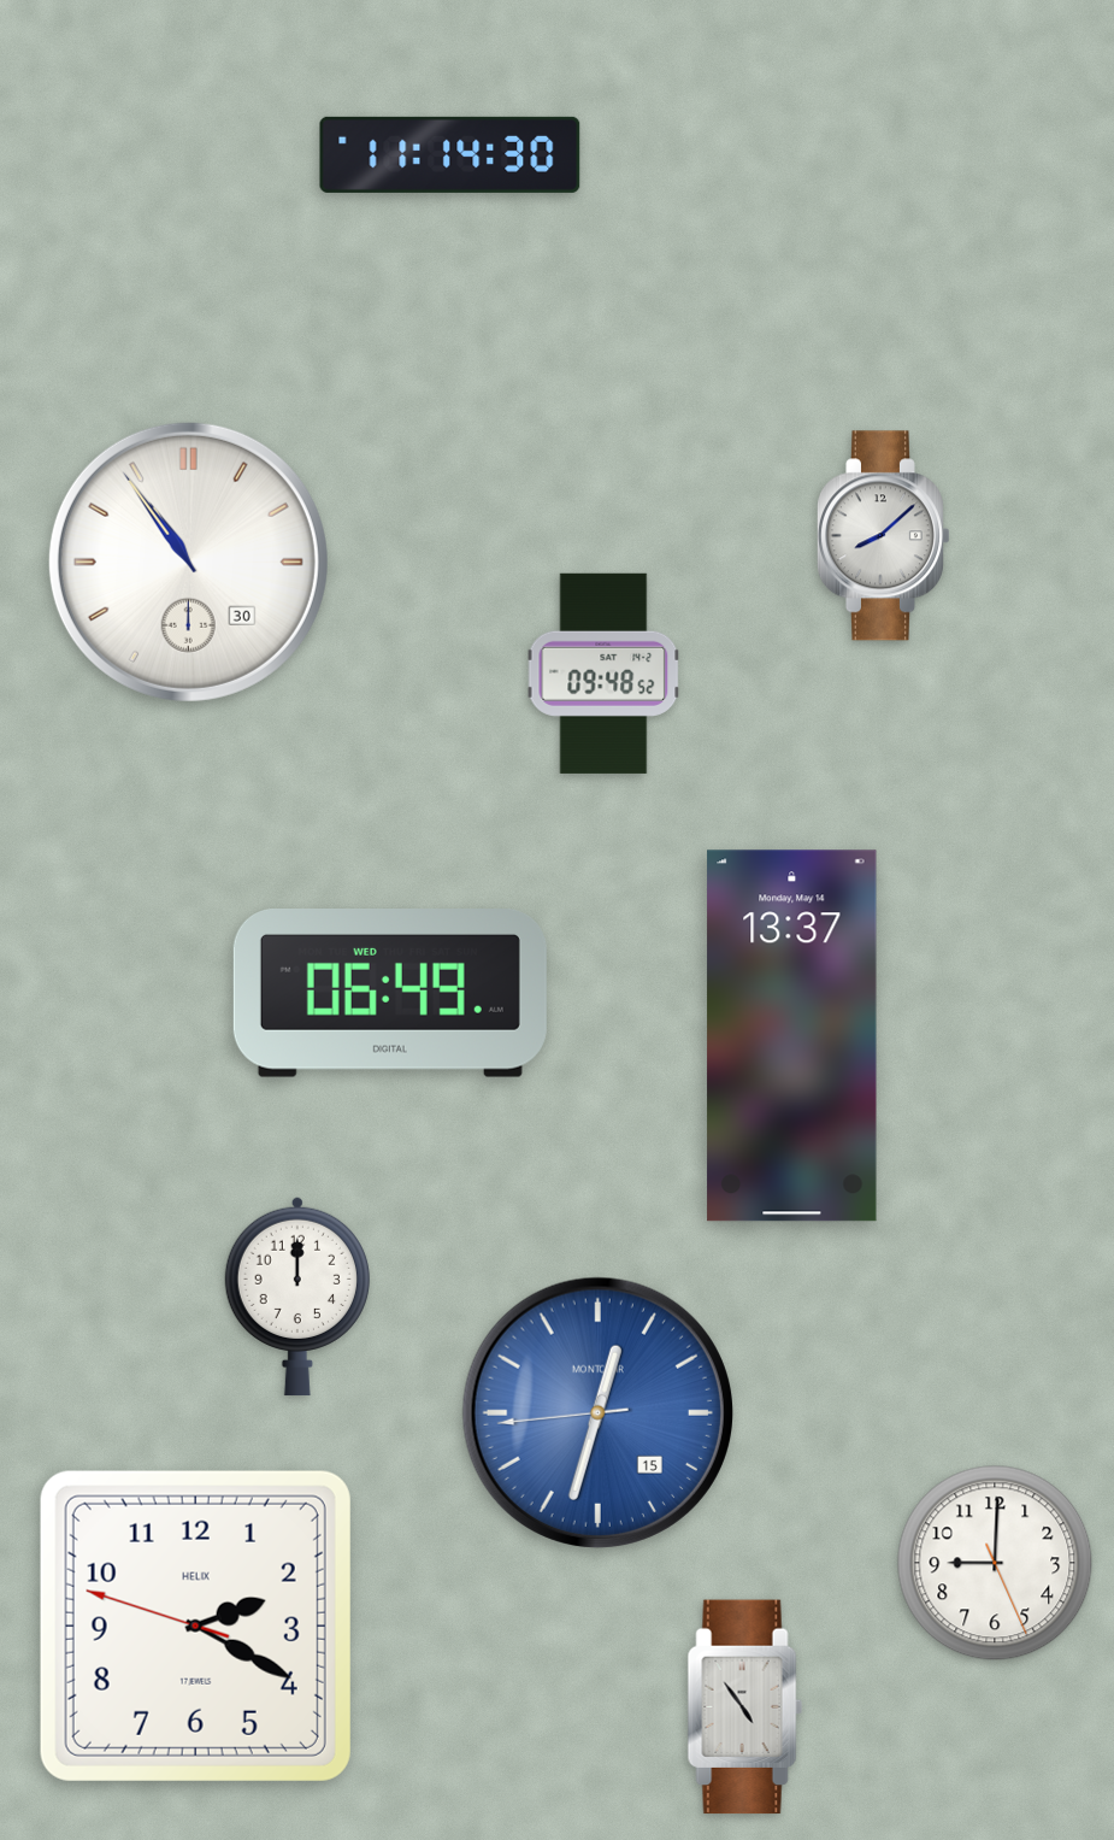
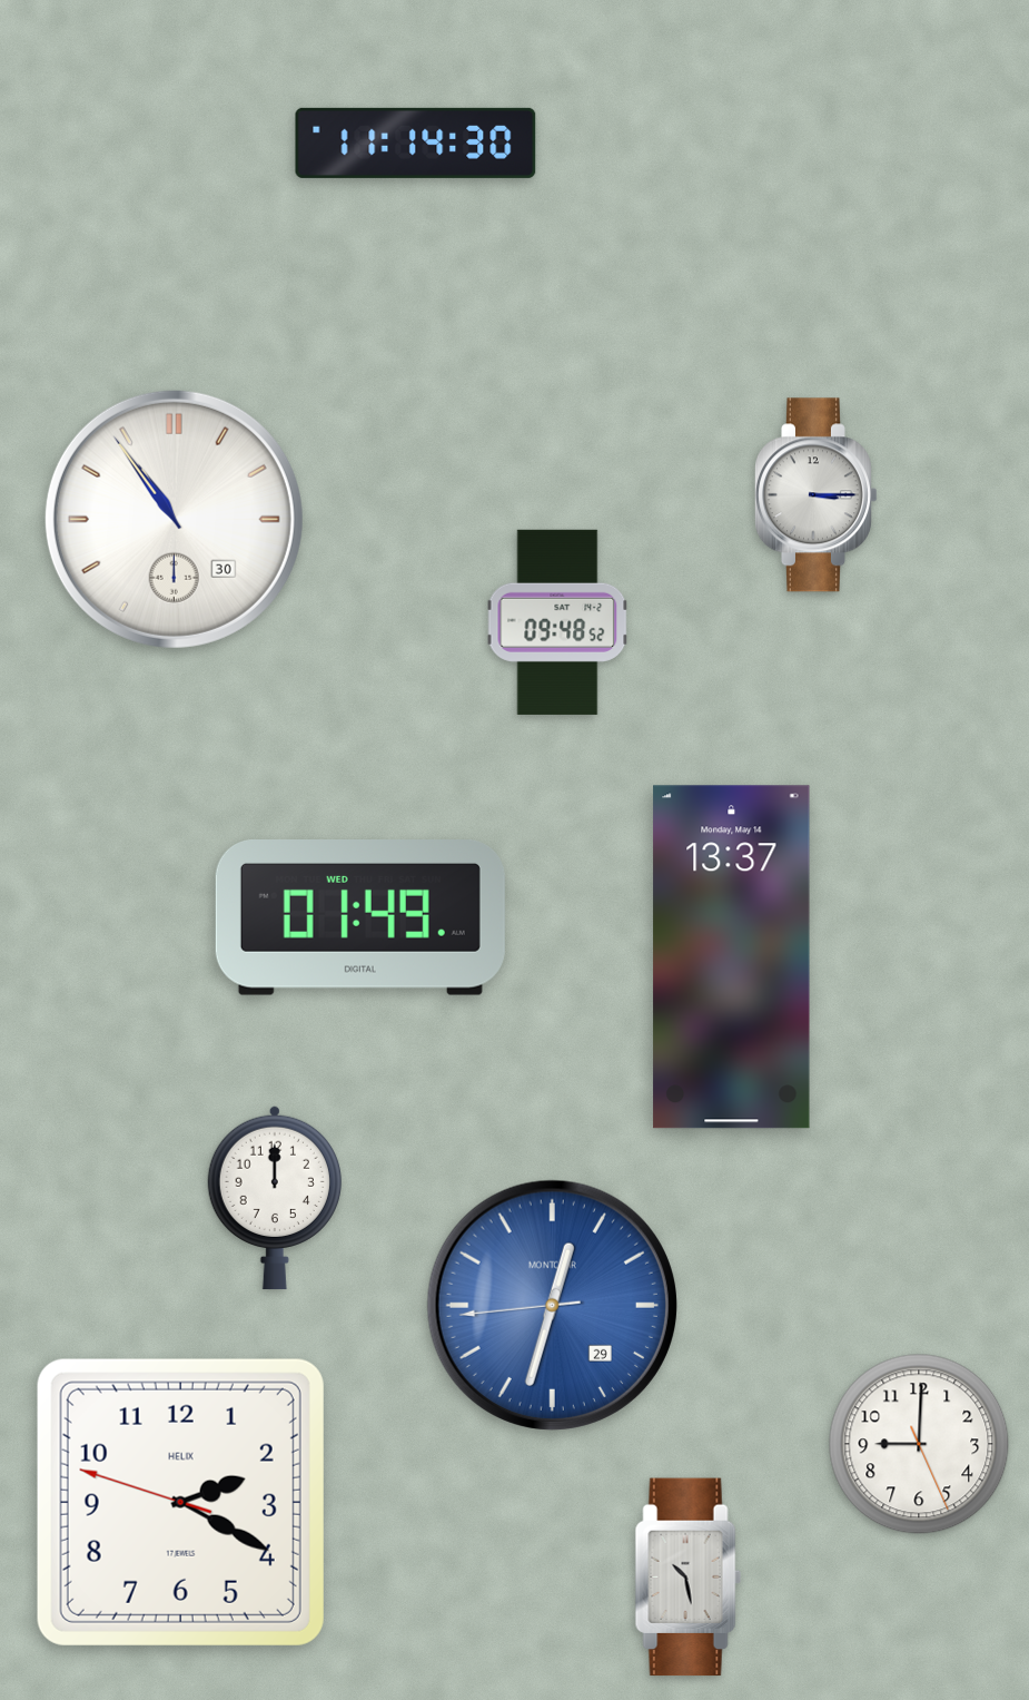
clock at (883, 536): 8:08 -> 3:15
clock at (390, 993): 06:49 -> 01:49
clock at (597, 1412) date: 15 -> 29
clock at (744, 1707): 4:54 -> 10:28
